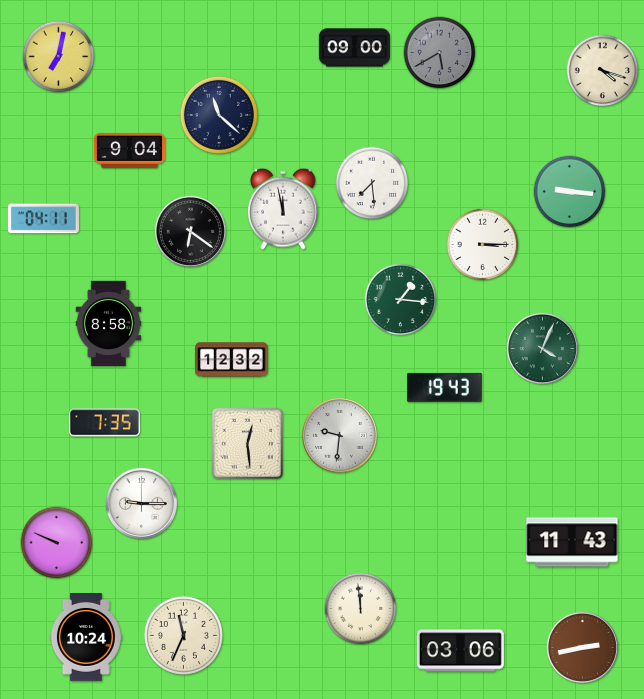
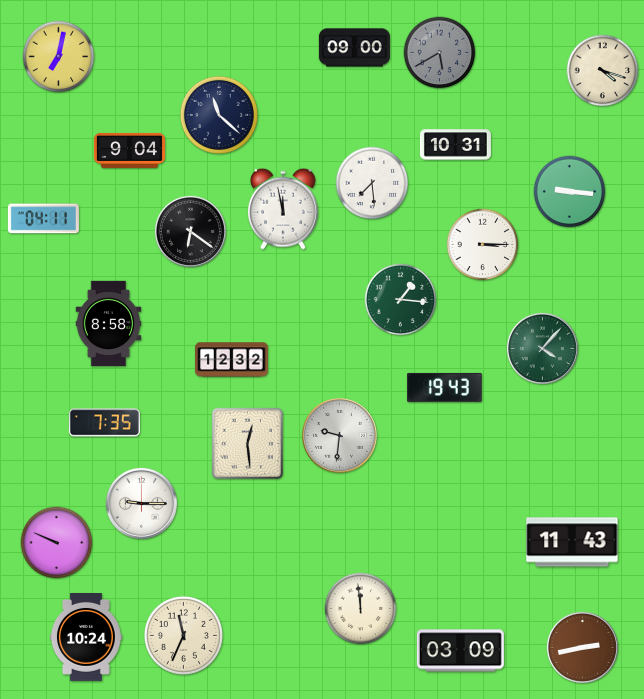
clock at (455, 145): none -> 10:31
clock at (542, 348): 4:04 -> 4:07
clock at (460, 651): 03:06 -> 03:09
